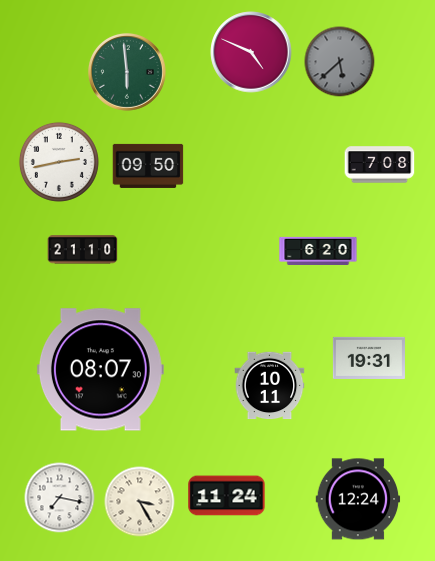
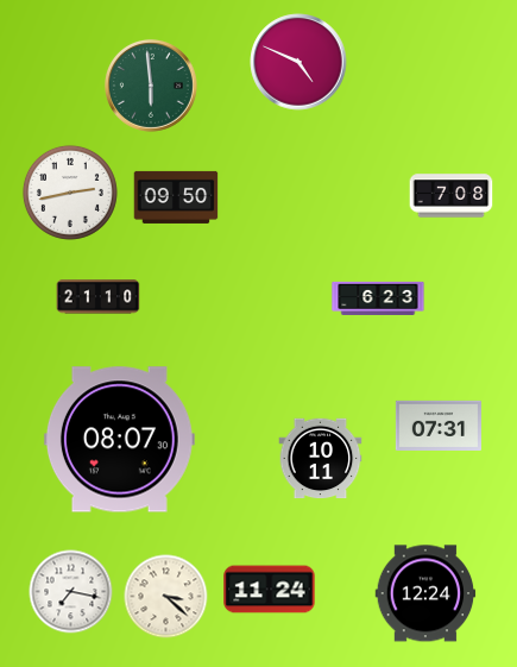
clock at (340, 62): 5:38 -> none
clock at (318, 251): 6:20 -> 6:23
clock at (369, 358): 19:31 -> 07:31
clock at (140, 502): 3:25 -> 3:22
